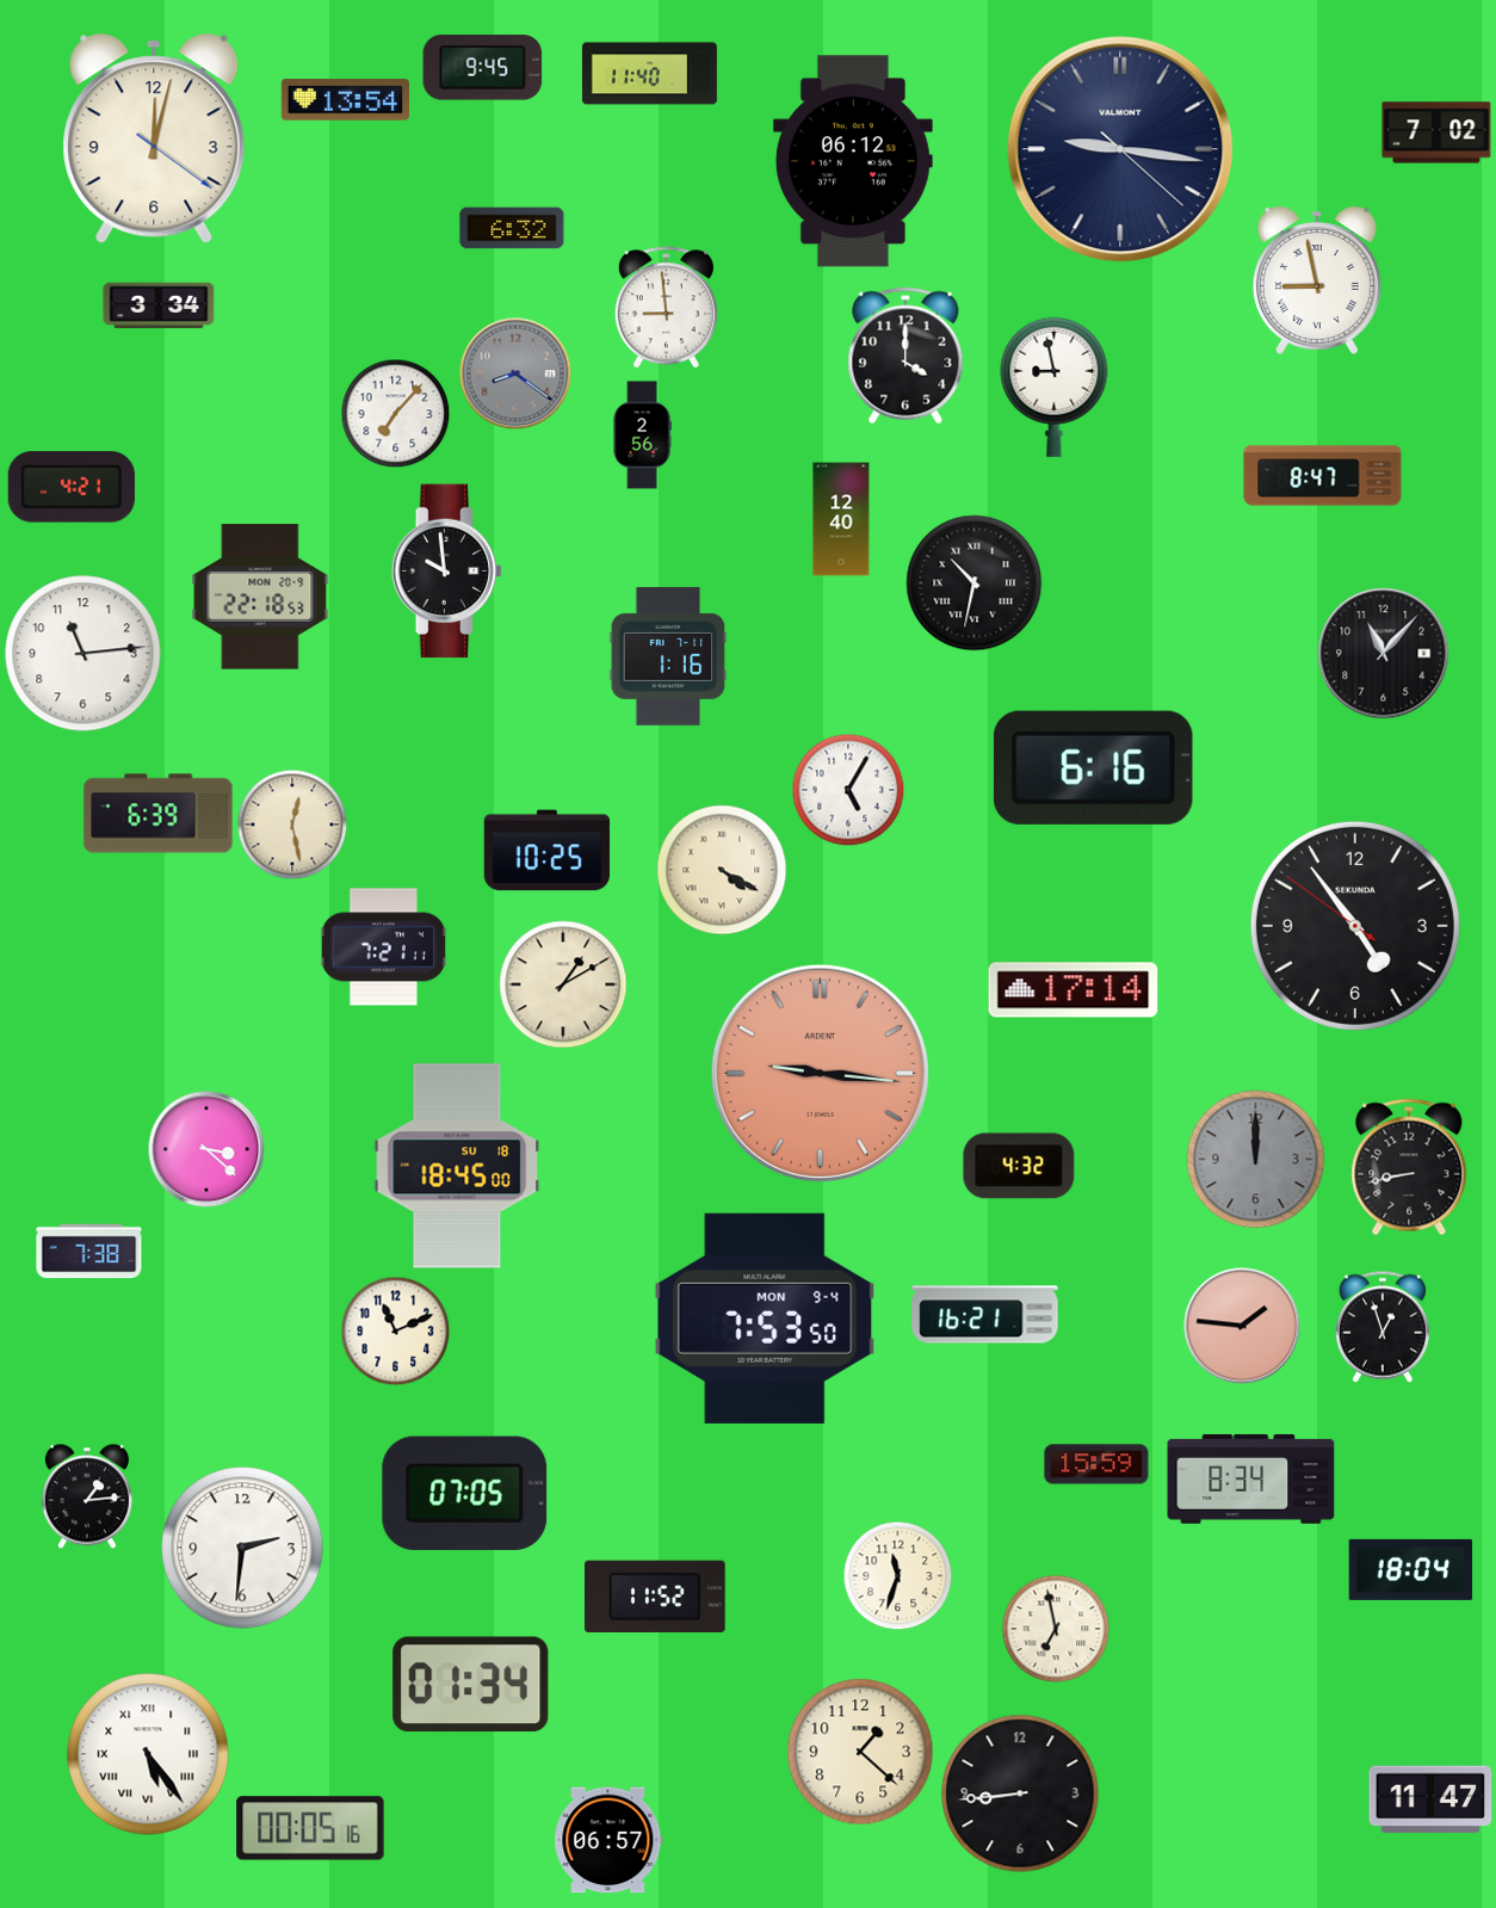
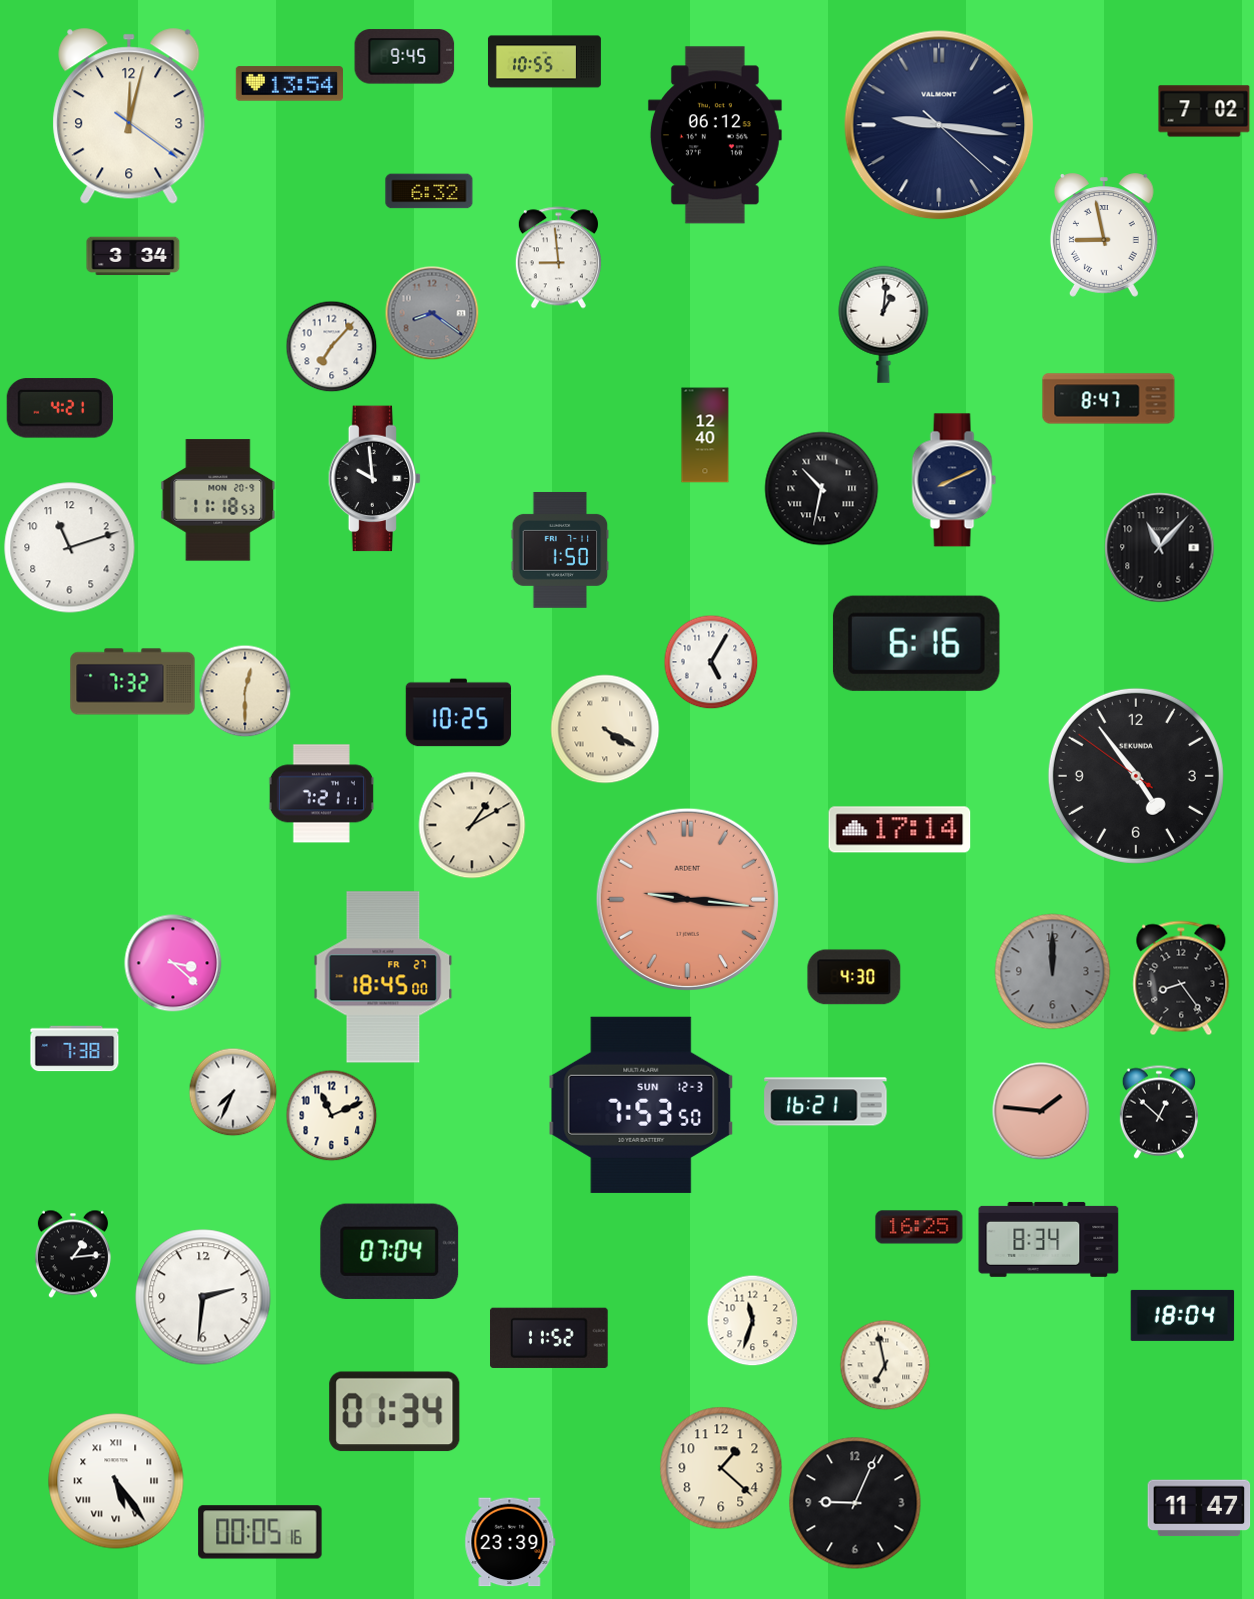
clock at (649, 74): 11:40 -> 10:55
clock at (905, 356): 4:00 -> none
clock at (1055, 387): 8:58 -> 1:01
clock at (642, 436): 2:56 -> none
clock at (954, 480): none -> 8:11
clock at (975, 583) position: (975, 583) -> (822, 489)
clock at (260, 597): 22:18 -> 11:18
clock at (84, 654): 11:14 -> 11:12
clock at (668, 656): 1:16 -> 1:50
clock at (159, 814): 6:39 -> 7:32
clock at (292, 825): 12:28 -> 12:30
clock at (457, 1166) date: SU 18 -> FR 27
clock at (1019, 1166): 4:32 -> 4:30
clock at (1409, 1167): 8:43 -> 8:24
clock at (233, 1092): none -> 7:34
clock at (765, 1319) date: MON 9-4 -> SUN 12-3
clock at (1383, 1327): 12:57 -> 12:52
clock at (1096, 1464): 15:59 -> 16:25
clock at (465, 1493): 07:05 -> 07:04
clock at (148, 1754) position: (148, 1754) -> (116, 1481)
clock at (1020, 1793): 8:44 -> 9:04
clock at (608, 1840): 06:57 -> 23:39
